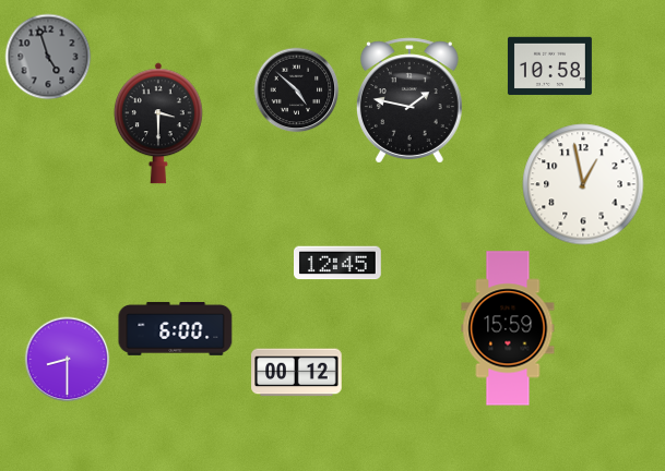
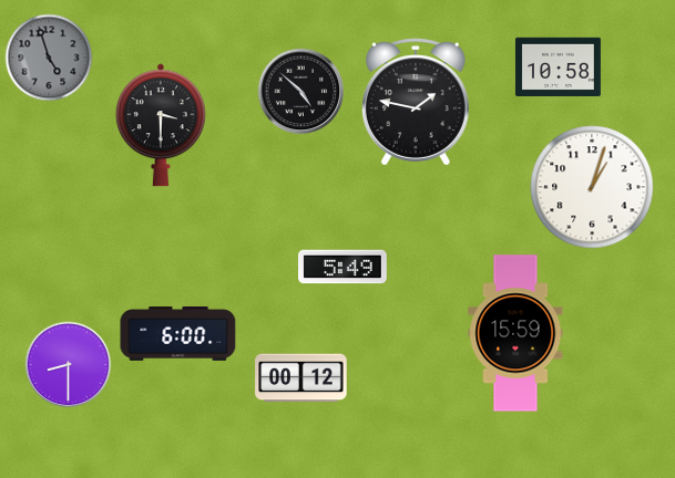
clock at (583, 184): 12:58 -> 1:03
clock at (339, 263): 12:45 -> 5:49
